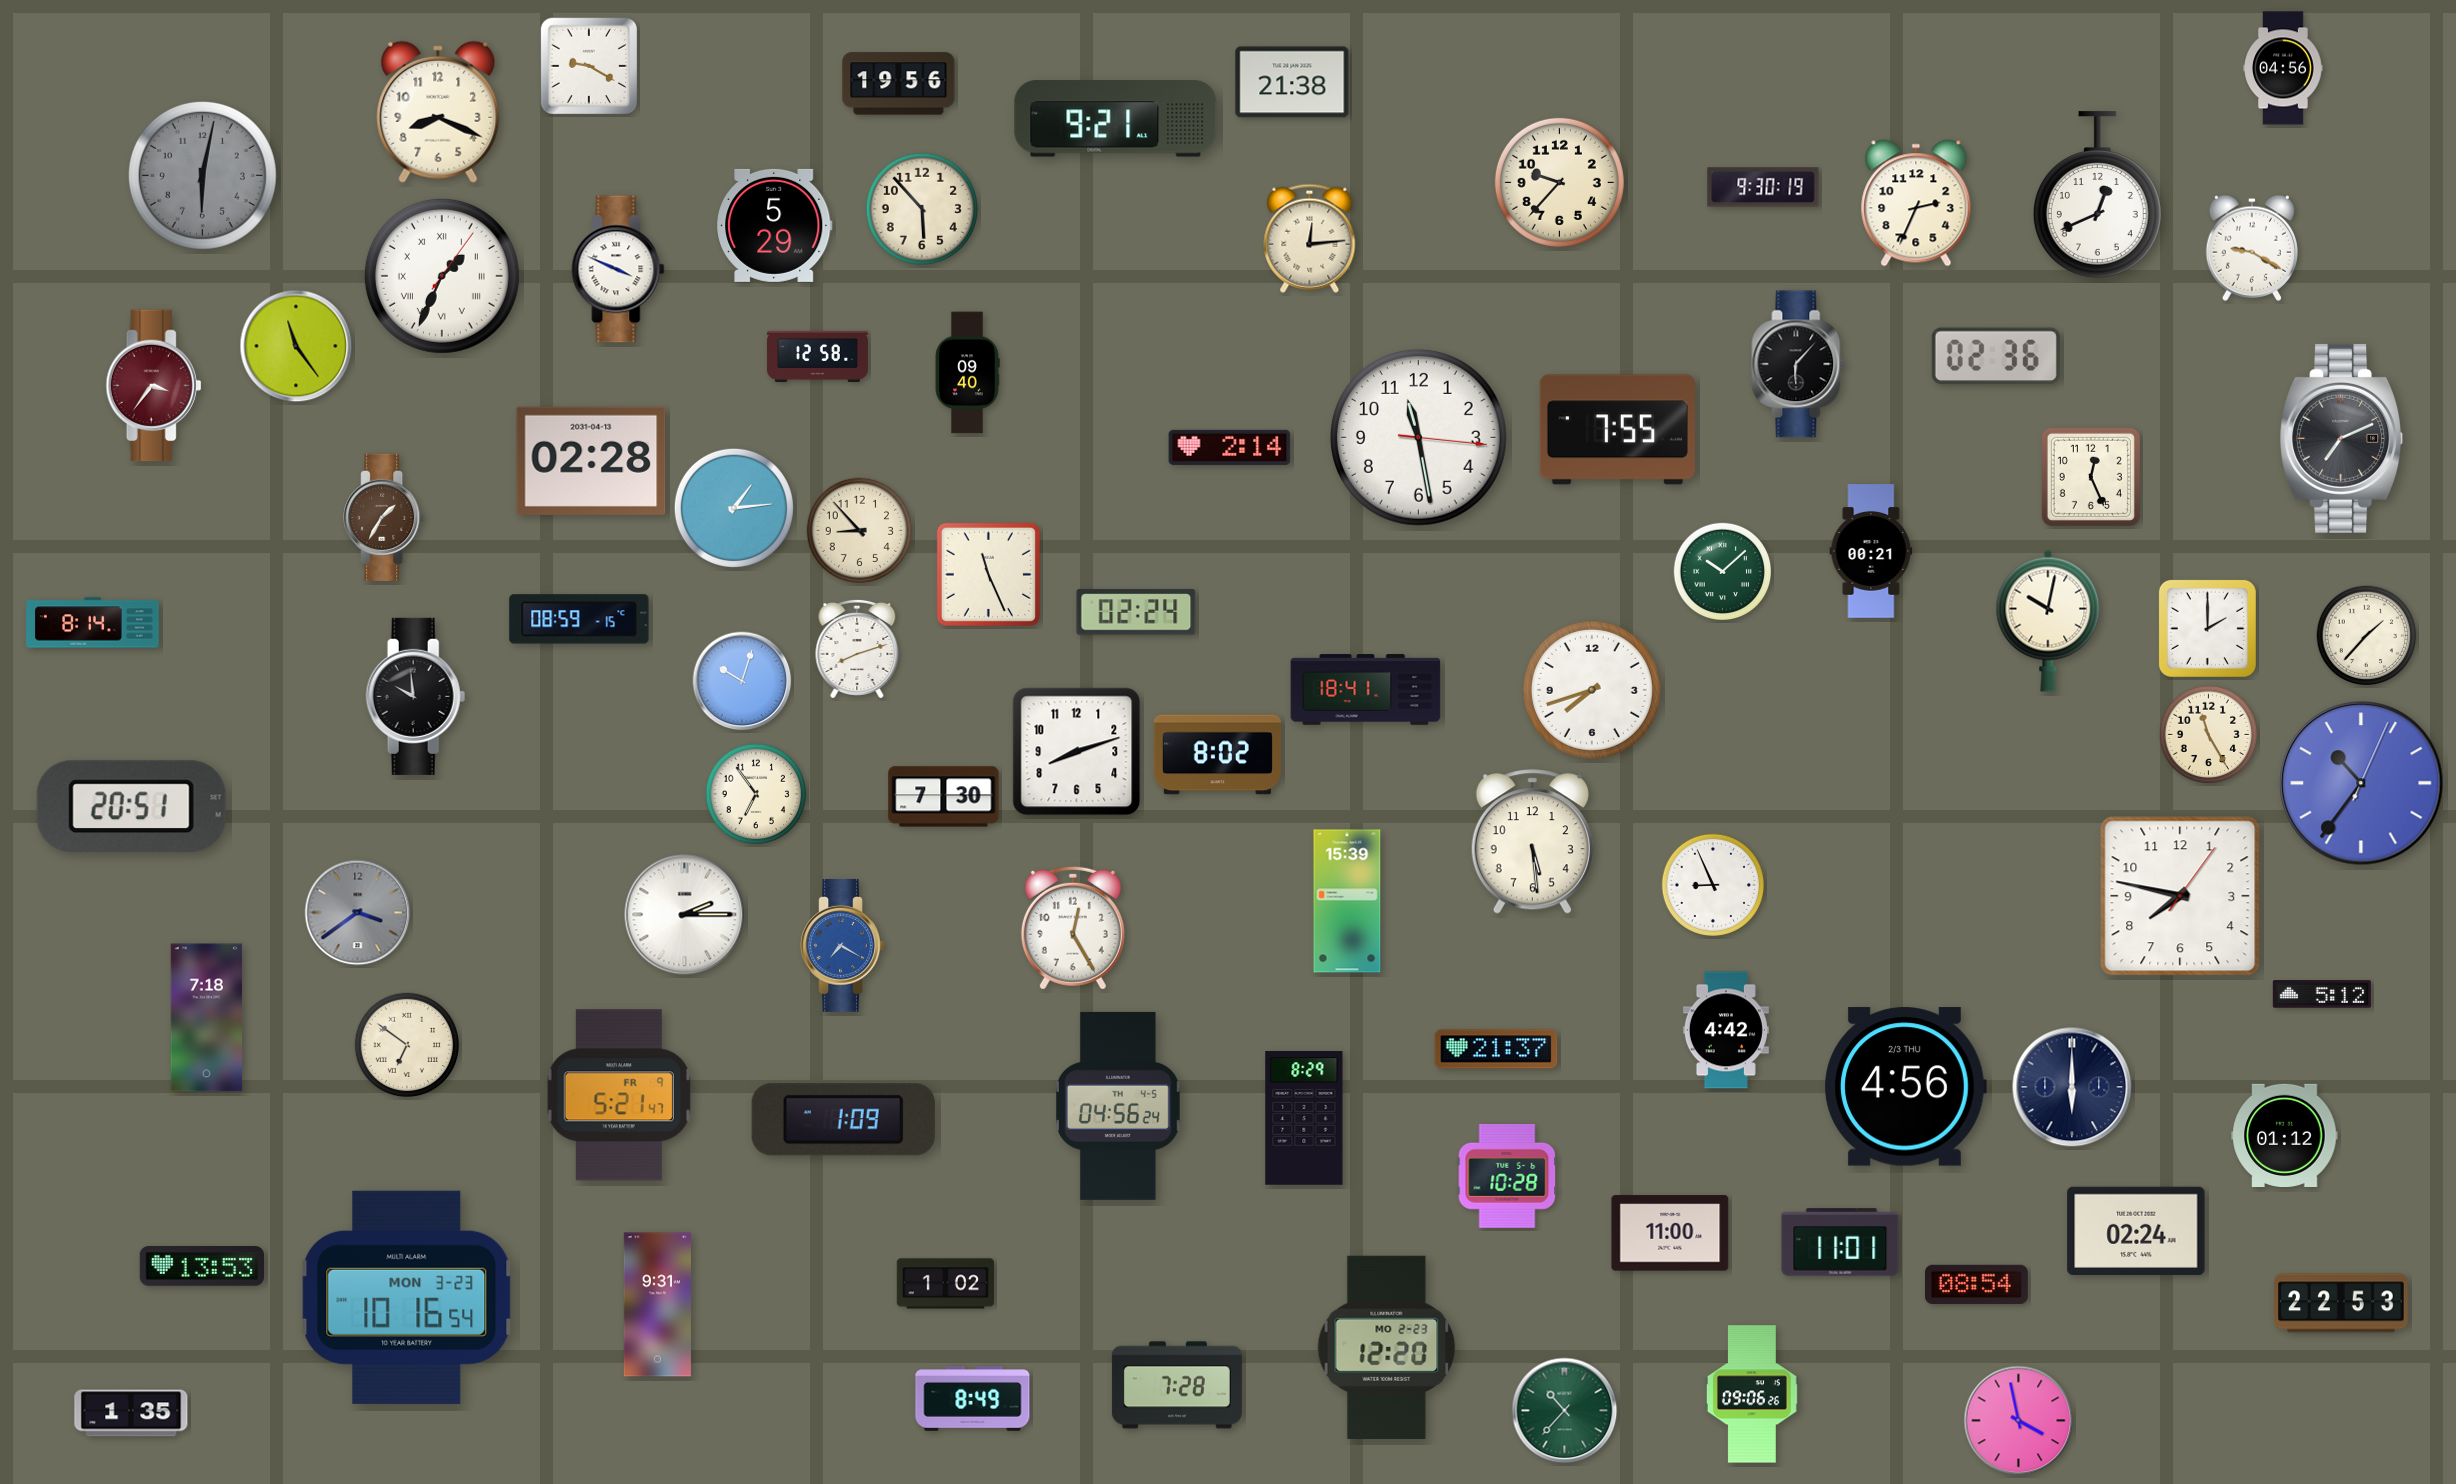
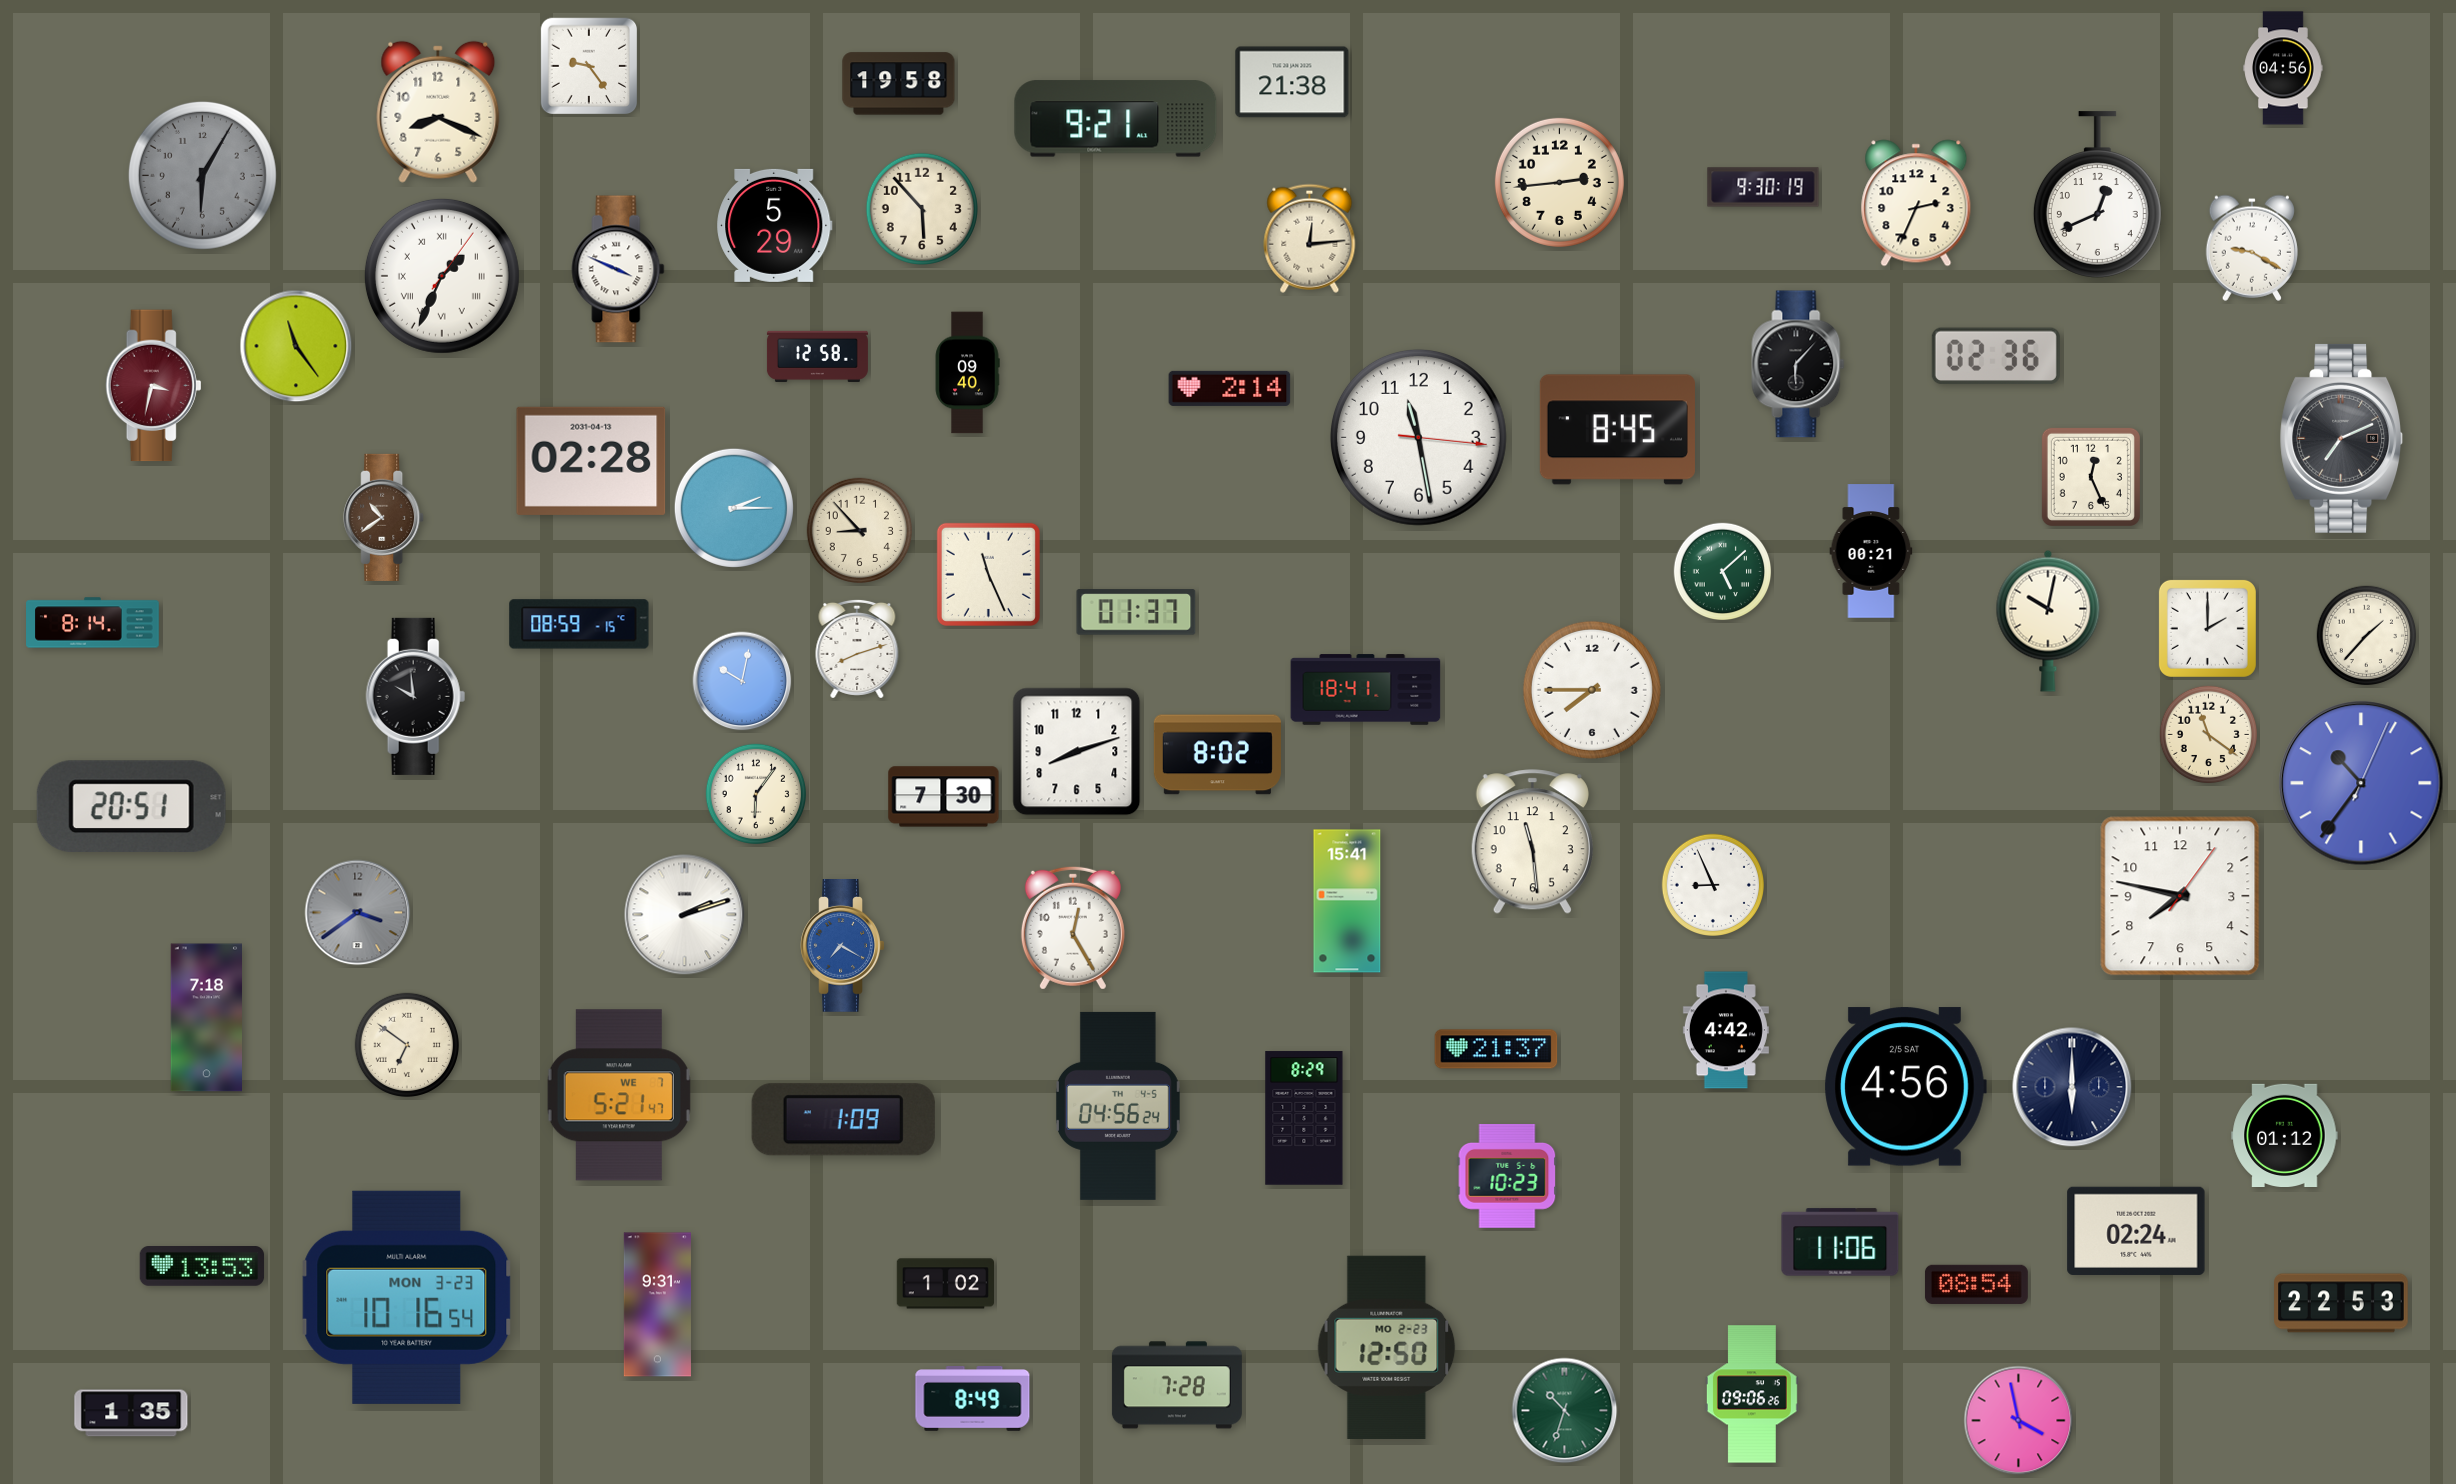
clock at (589, 66): 9:20 -> 9:24
clock at (899, 84): 19:56 -> 19:58
clock at (202, 175): 6:02 -> 6:05
clock at (1559, 182): 9:37 -> 2:44
clock at (154, 386): 3:36 -> 3:32
clock at (1617, 430): 7:55 -> 8:45
clock at (1230, 447) position: (1230, 447) -> (1230, 388)
clock at (734, 508): 1:14 -> 2:15
clock at (384, 517): 1:35 -> 10:39
clock at (1723, 572): 10:08 -> 5:08
clock at (1136, 612): 02:24 -> 01:37
clock at (579, 619) position: (579, 619) -> (579, 624)
clock at (742, 681): 10:03 -> 10:02
clock at (1592, 690): 7:42 -> 7:45
clock at (2209, 735): 11:25 -> 11:21
clock at (756, 794): 6:54 -> 6:06
clock at (1532, 842): 5:29 -> 11:29
clock at (1347, 901): 15:39 -> 15:41
clock at (685, 915): 2:15 -> 2:12
clock at (2322, 994): 5:12 -> none
clock at (1905, 1087) date: 2/3 THU -> 2/5 SAT
clock at (619, 1095) date: FR 9 -> WE 7
clock at (1507, 1176): 10:28 -> 10:23
clock at (1670, 1233): 11:00 -> none
clock at (1840, 1242): 11:01 -> 11:06
clock at (1387, 1347): 12:20 -> 12:50
clock at (1565, 1411): 10:37 -> 10:33
